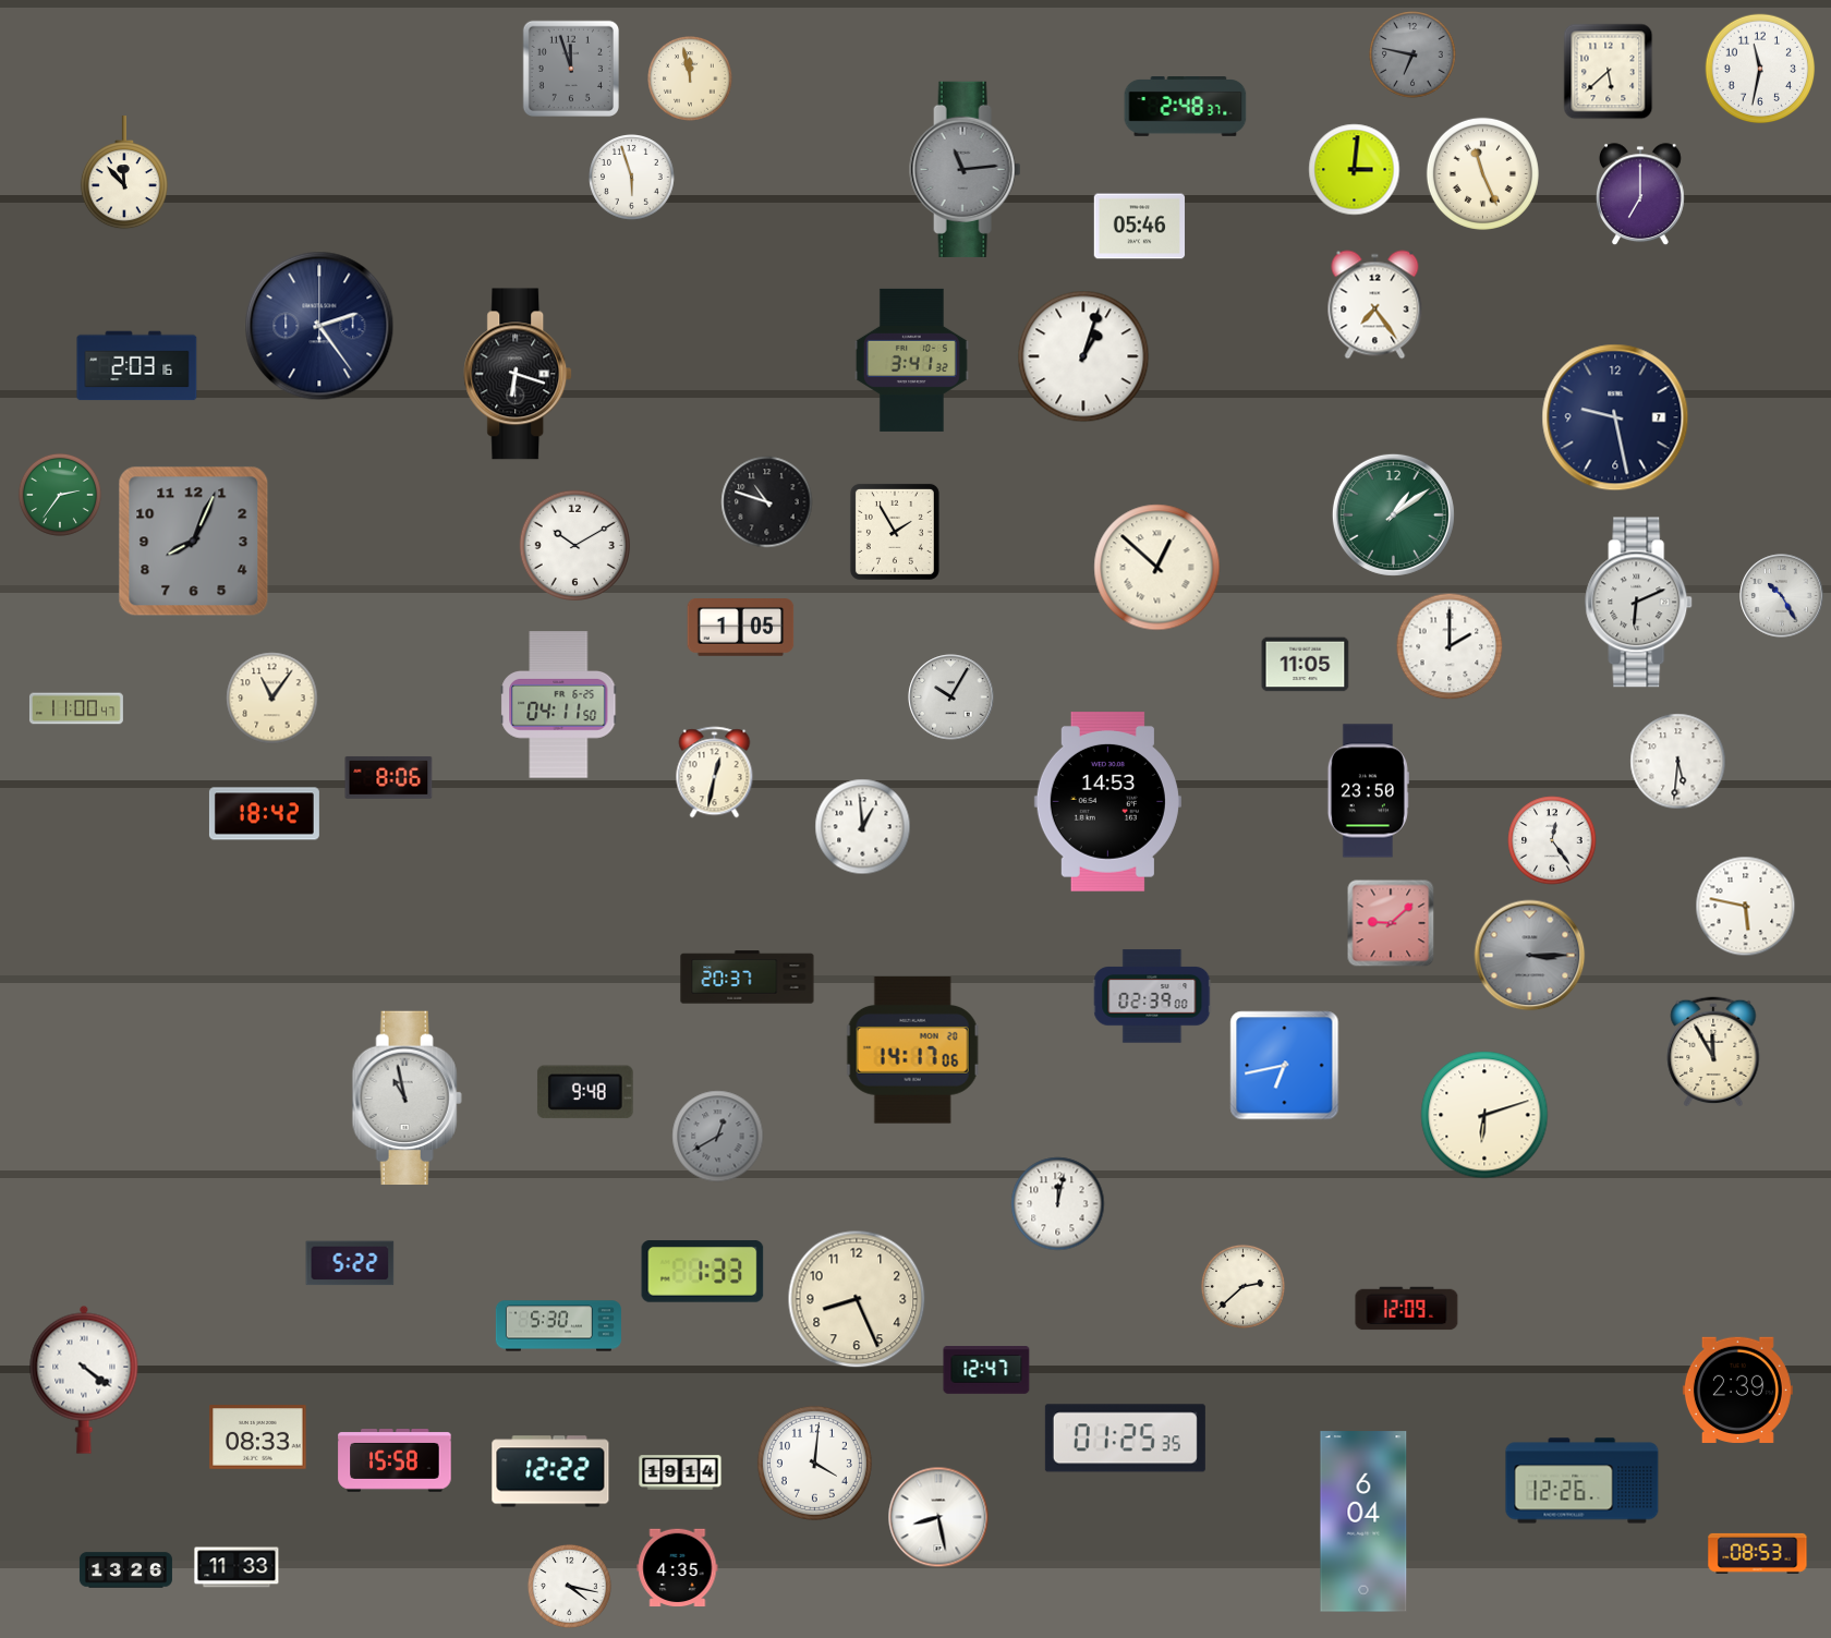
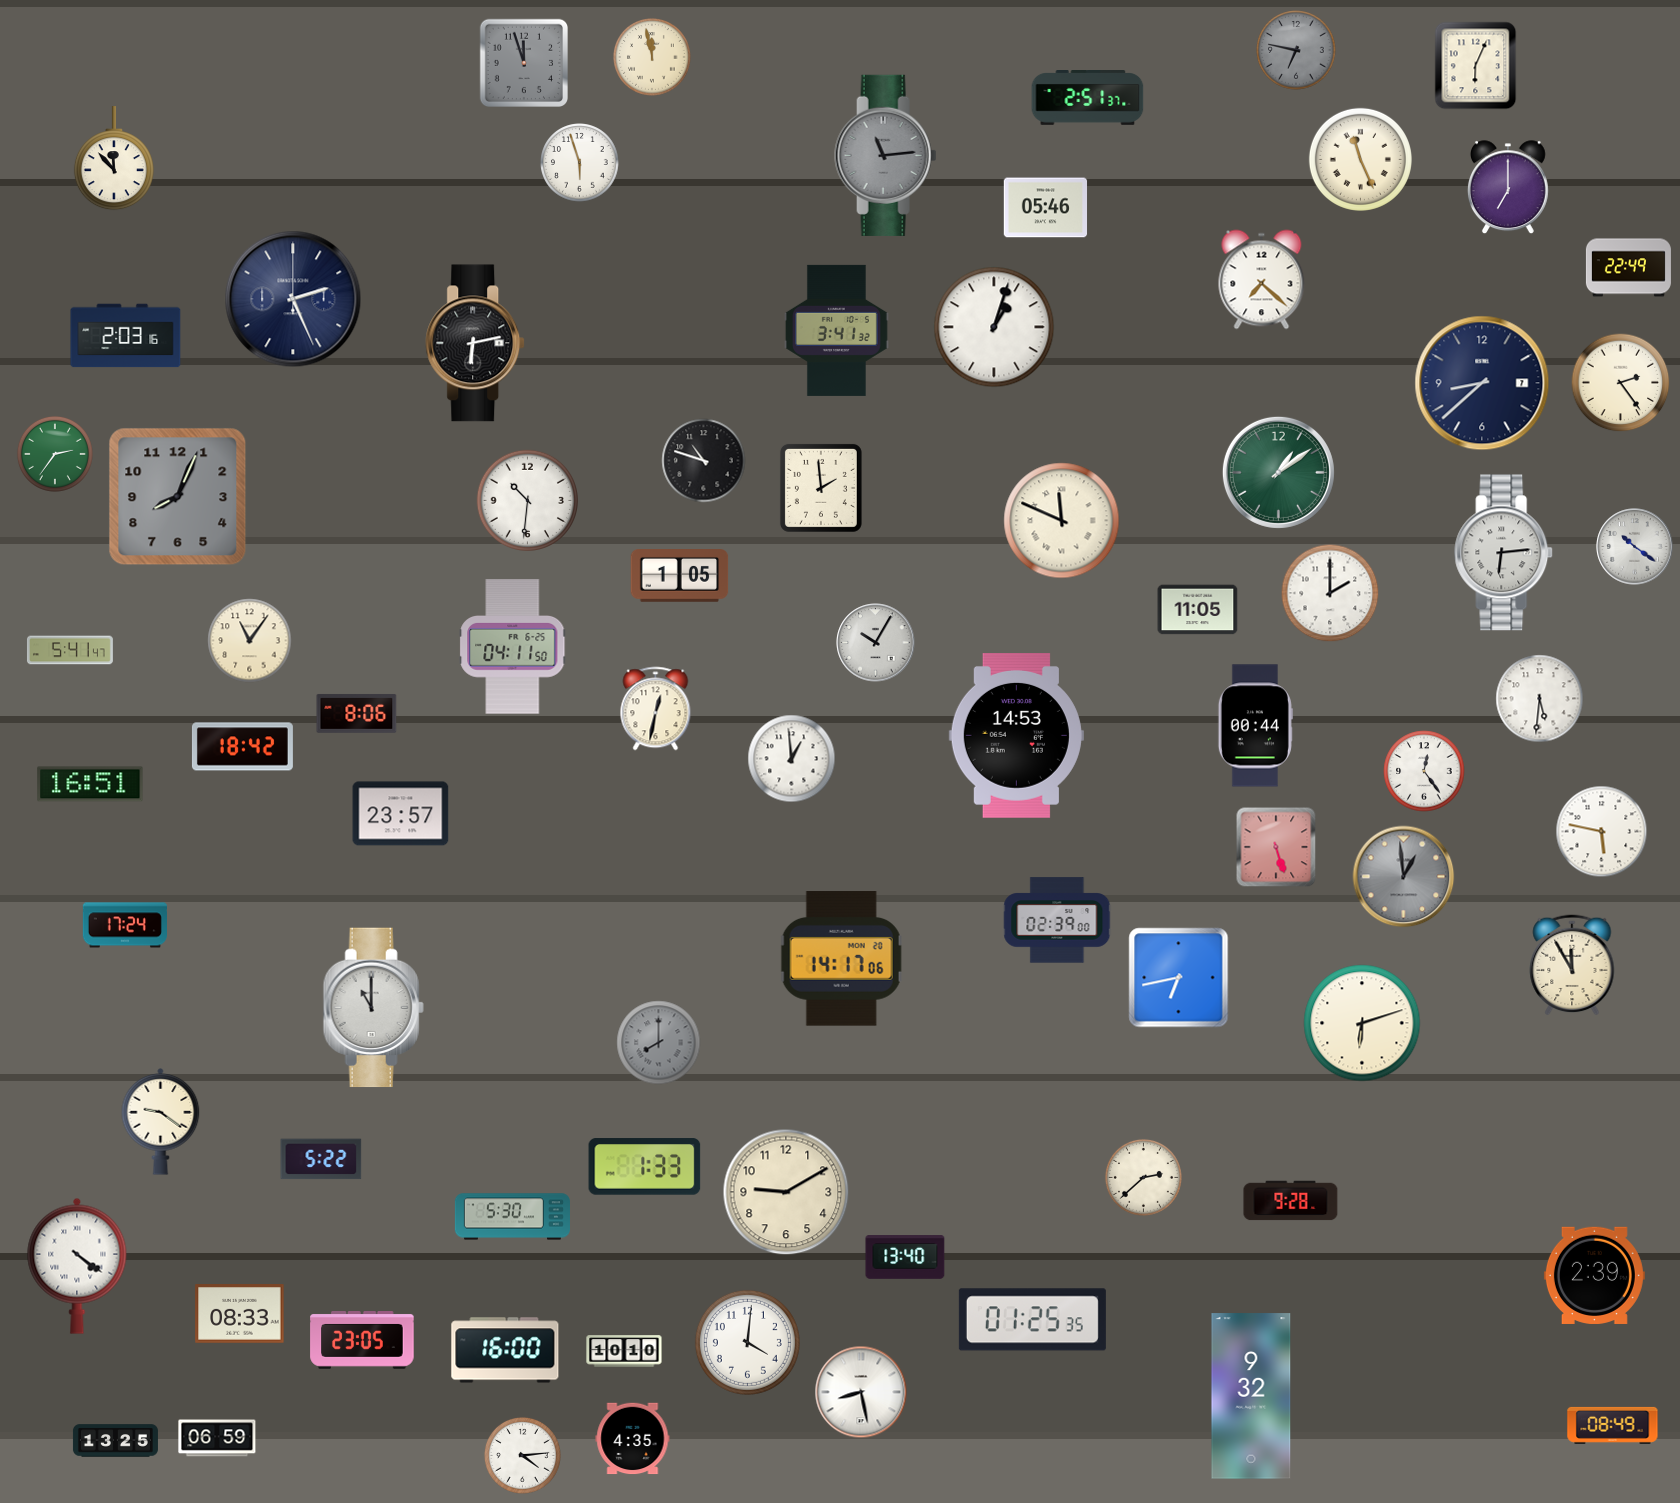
clock at (1760, 69): 11:32 -> none
clock at (1609, 72): 5:38 -> 6:04
clock at (691, 80) position: (691, 80) -> (653, 58)
clock at (1186, 107): 2:48 -> 2:51
clock at (1355, 170): 3:01 -> none
clock at (1640, 195) position: (1640, 195) -> (1508, 188)
clock at (1628, 268): none -> 22:49
clock at (1375, 305): 7:24 -> 7:22
clock at (319, 326): 2:24 -> 2:26
clock at (519, 374): 6:18 -> 6:13
clock at (1615, 417): 9:28 -> 8:38
clock at (1621, 383): none -> 2:24
clock at (895, 532): 1:55 -> 1:59
clock at (574, 545): 10:10 -> 10:31
clock at (1157, 568): 12:52 -> 11:49
clock at (1782, 596): 10:25 -> 10:21
clock at (1639, 603): 6:11 -> 6:14
clock at (951, 697) position: (951, 697) -> (876, 643)
clock at (76, 708): 11:00 -> 5:41
clock at (1368, 791): 23:50 -> 00:44
clock at (90, 784): none -> 16:51
clock at (401, 814): none -> 23:57
clock at (1391, 923): 9:08 -> 5:27
clock at (1530, 956): 3:15 -> 12:59
clock at (748, 978): 20:37 -> none
clock at (1152, 996) position: (1152, 996) -> (1057, 920)
clock at (125, 925): none -> 17:24
clock at (912, 1051) position: (912, 1051) -> (841, 959)
clock at (585, 1092): 9:48 -> none
clock at (407, 1099): 10:58 -> 11:00
clock at (718, 1137): 12:40 -> 8:00
clock at (1058, 1204): 12:02 -> none
clock at (161, 1122): none -> 9:21
clock at (1242, 1286) position: (1242, 1286) -> (1143, 1177)
clock at (857, 1299): 8:26 -> 9:10
clock at (1407, 1309): 12:09 -> 9:28
clock at (986, 1370): 12:47 -> 13:40
clock at (258, 1437) position: (258, 1437) -> (240, 1314)
clock at (395, 1461): 15:58 -> 23:05
clock at (550, 1471): 12:22 -> 16:00
clock at (680, 1472): 19:14 -> 10:10
clock at (1583, 1481): 12:26 -> none
clock at (1363, 1521): 6:04 -> 9:32
clock at (1758, 1553): 08:53 -> 08:49
clock at (237, 1567): 11:33 -> 06:59
clock at (678, 1568) position: (678, 1568) -> (633, 1439)
clock at (125, 1570): 13:26 -> 13:25
clock at (569, 1586): 4:17 -> 4:14
